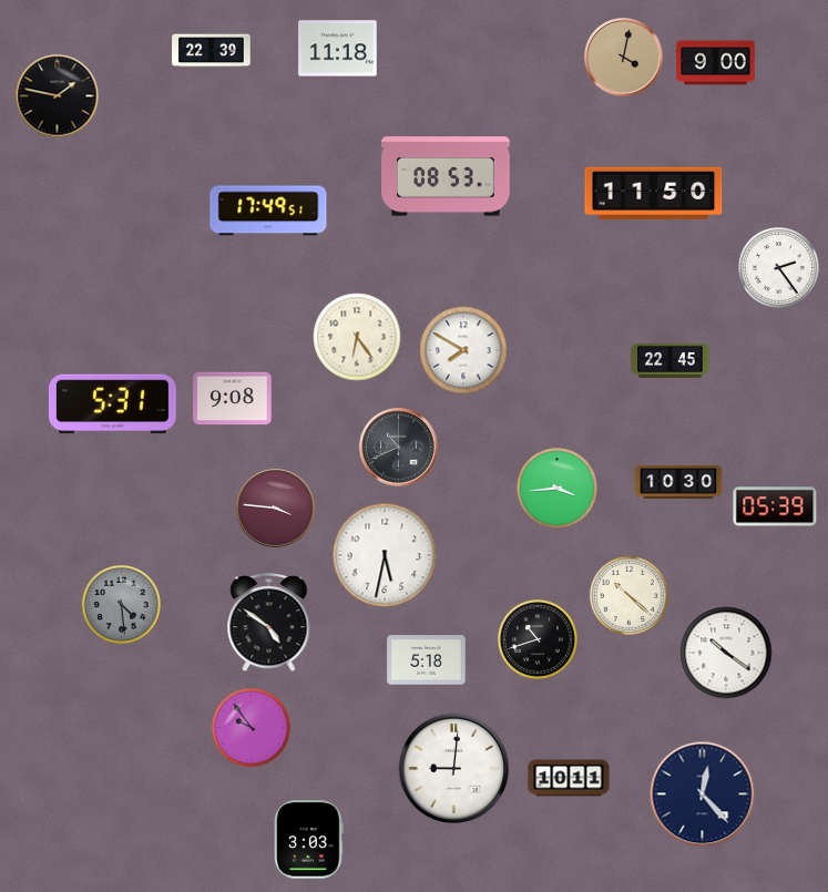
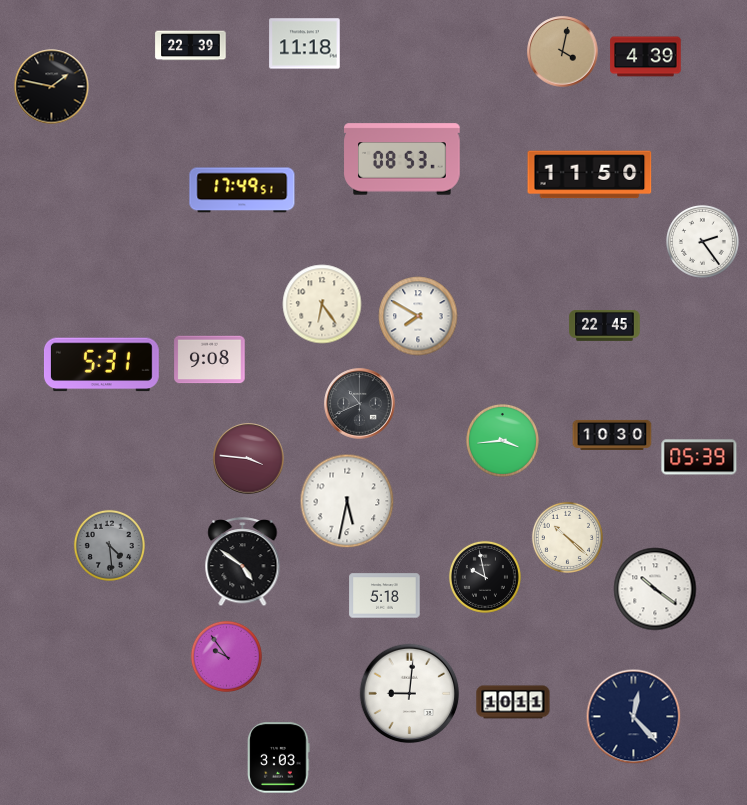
clock at (716, 63): 9:00 -> 4:39
clock at (538, 639): 10:42 -> 9:58
